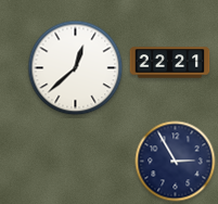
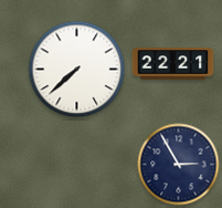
clock at (76, 68): 12:38 -> 7:38
